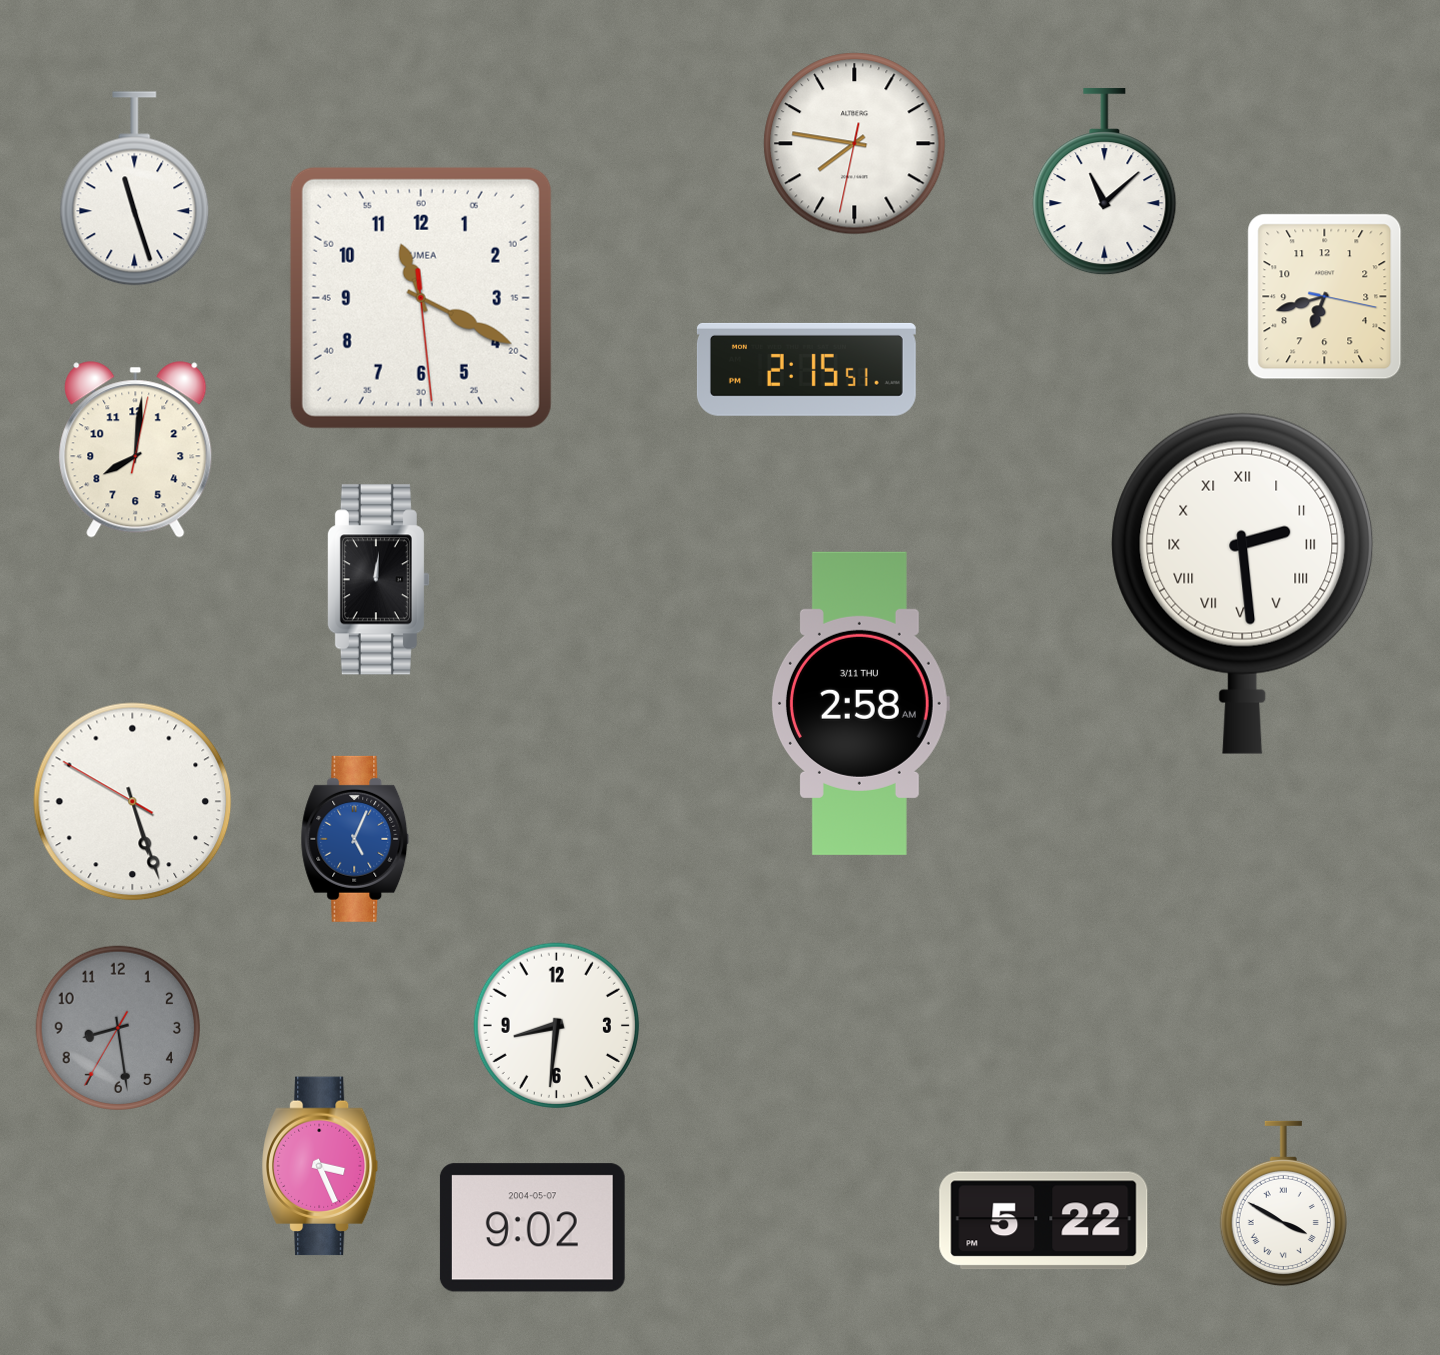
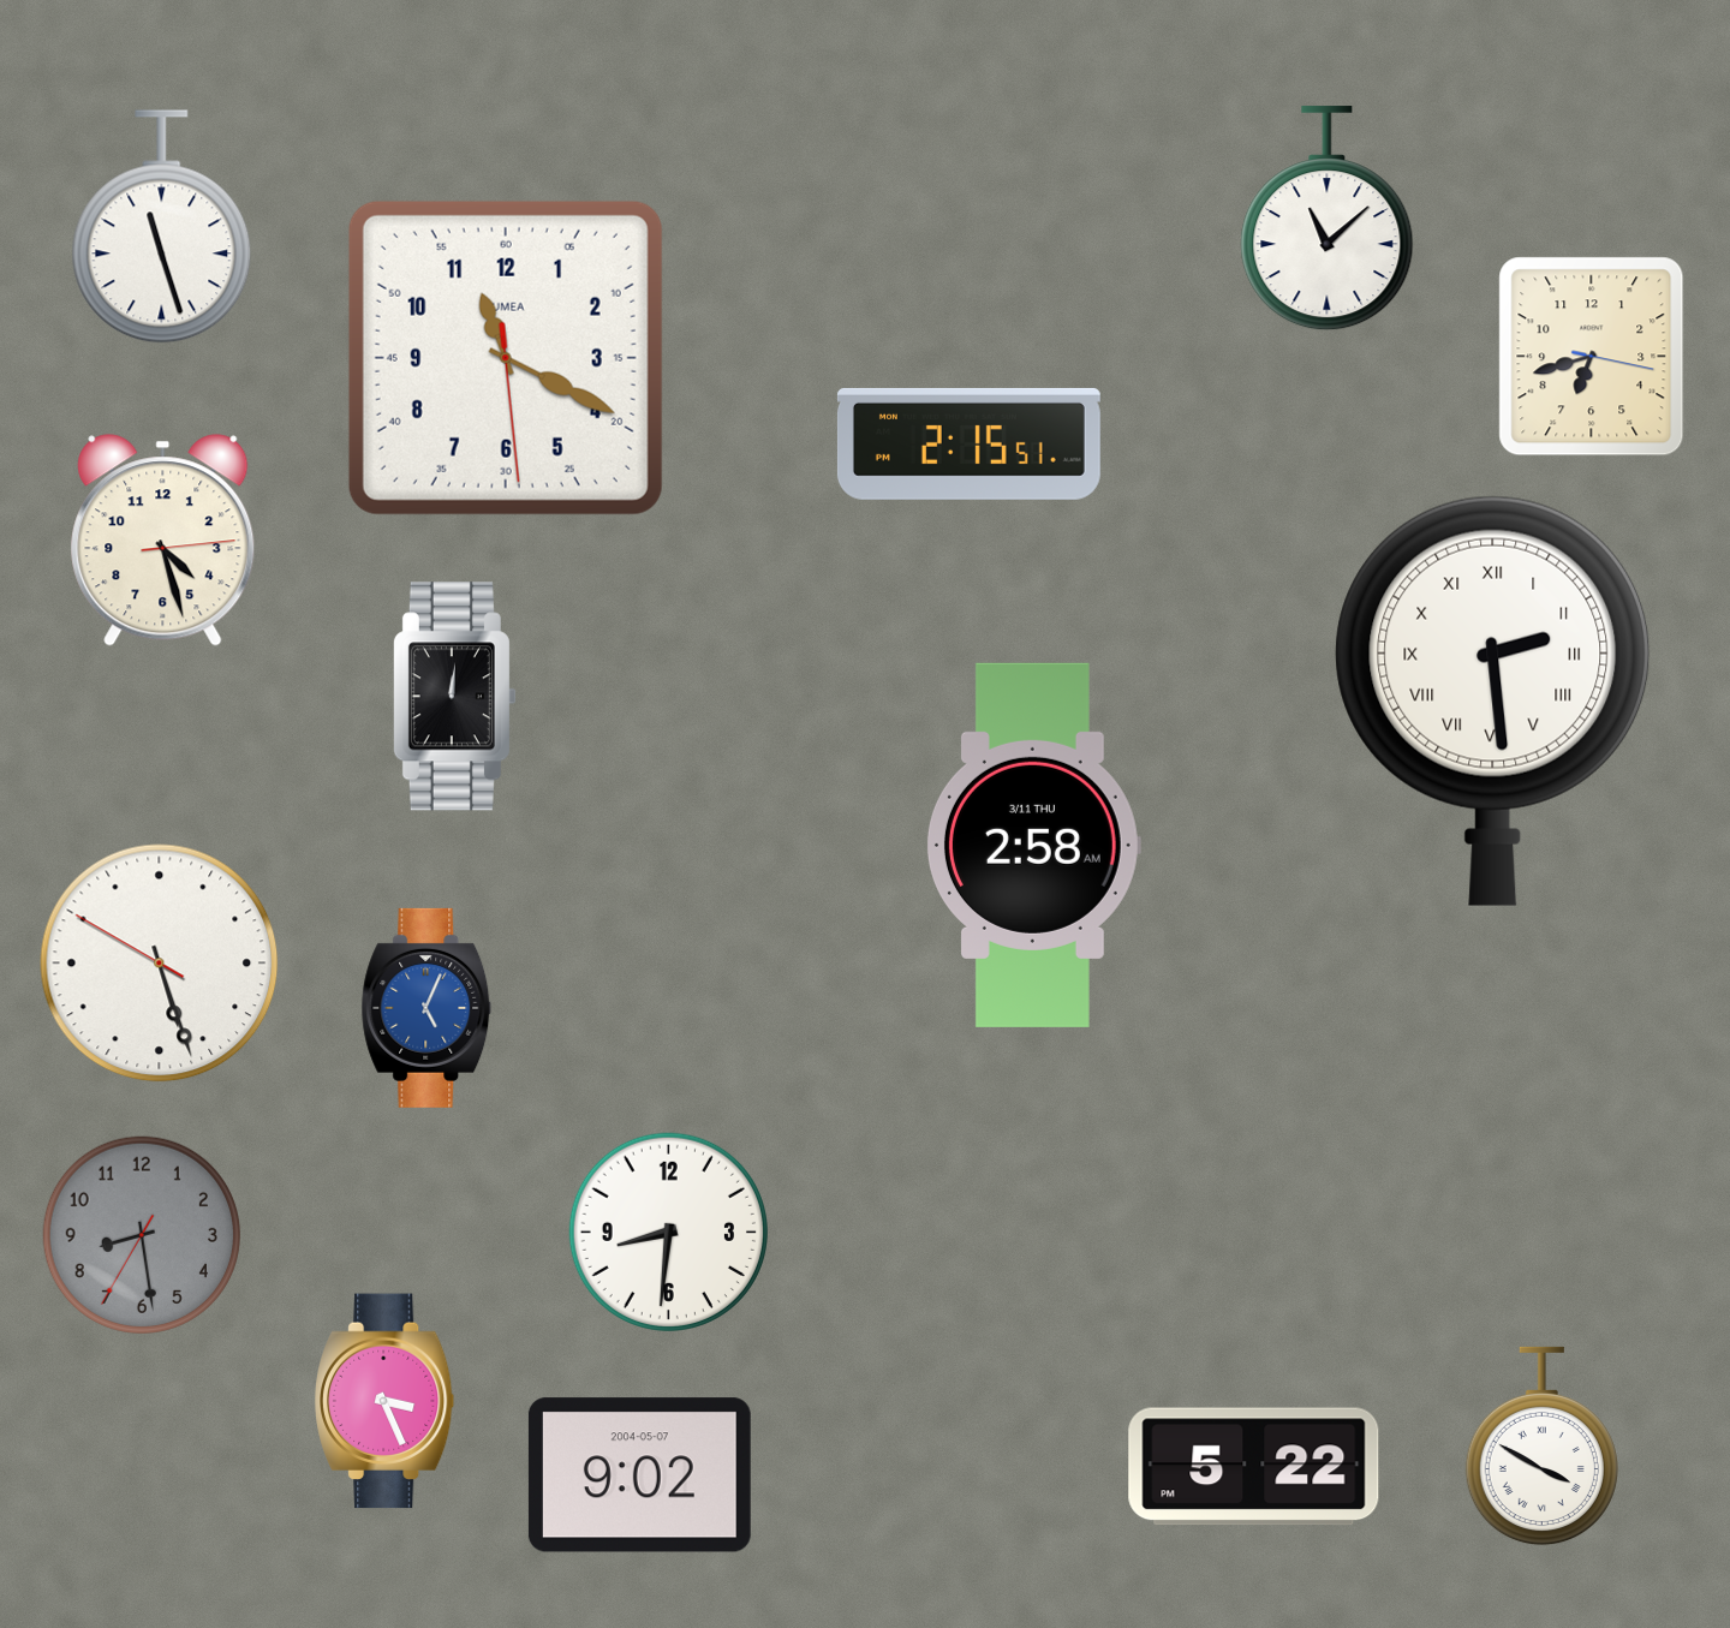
clock at (855, 144): 7:46 -> none
clock at (136, 450): 8:01 -> 4:27
